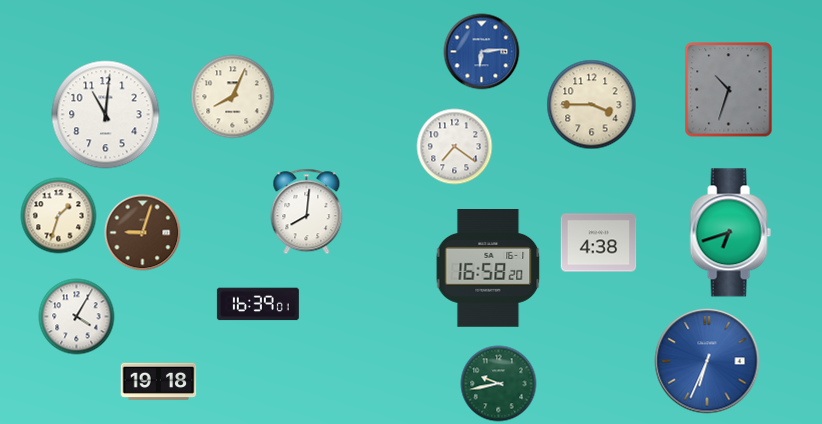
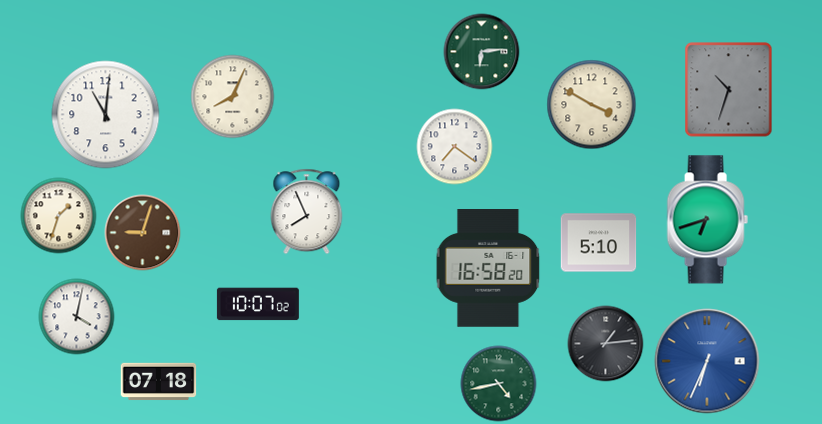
clock at (482, 52) dial: blue -> green
clock at (592, 105): 3:45 -> 3:50
clock at (307, 212): 8:01 -> 7:56
clock at (730, 233) position: (730, 233) -> (707, 220)
clock at (599, 243): 4:38 -> 5:10
clock at (258, 304): 16:39 -> 10:07
clock at (77, 317): 4:05 -> 4:02
clock at (606, 344): none -> 1:14
clock at (159, 382): 19:18 -> 07:18
clock at (499, 384): 9:43 -> 4:43
